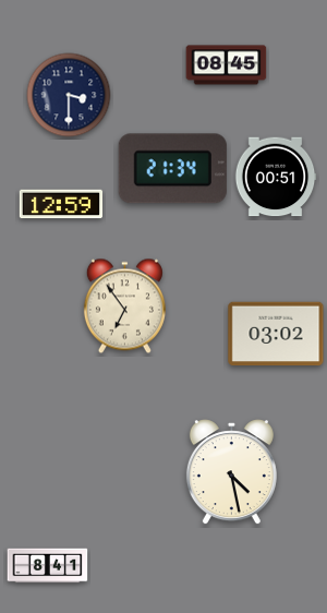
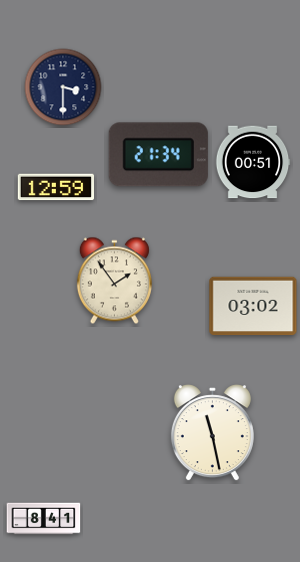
clock at (227, 65): 08:45 -> none
clock at (124, 306): 6:54 -> 1:54
clock at (231, 472): 4:28 -> 11:28
